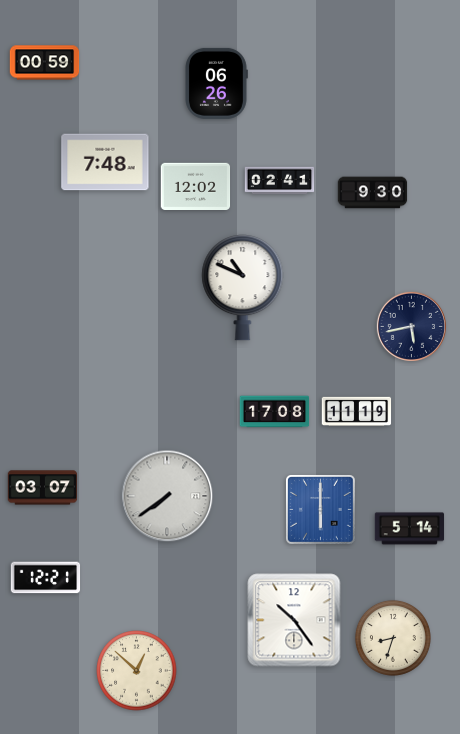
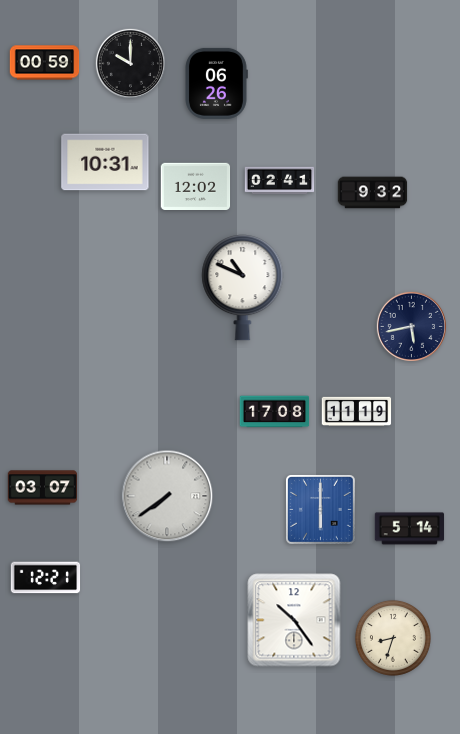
clock at (130, 63): none -> 10:00
clock at (105, 162): 7:48 -> 10:31
clock at (373, 193): 9:30 -> 9:32
clock at (137, 671): 12:52 -> none
